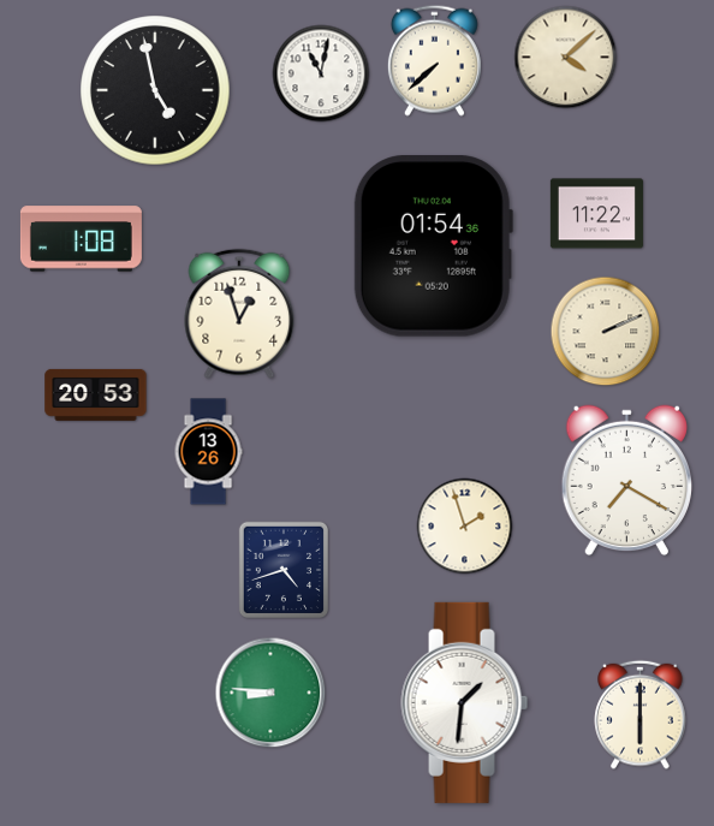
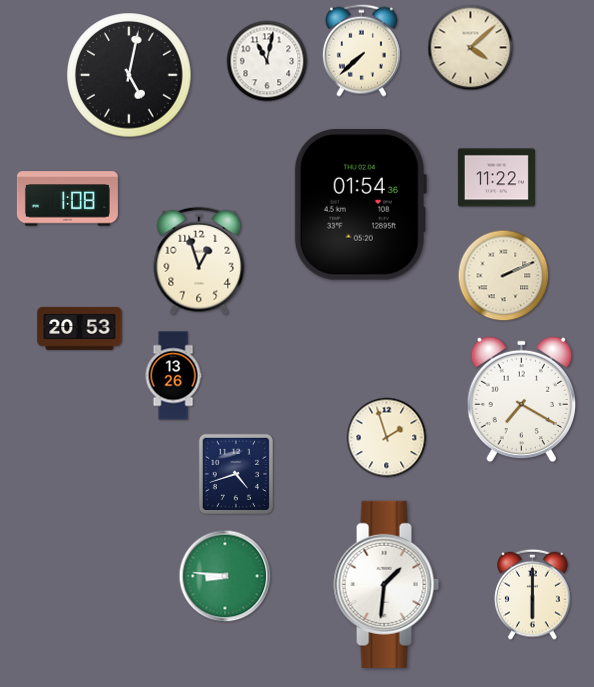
clock at (155, 90): 4:58 -> 5:02
